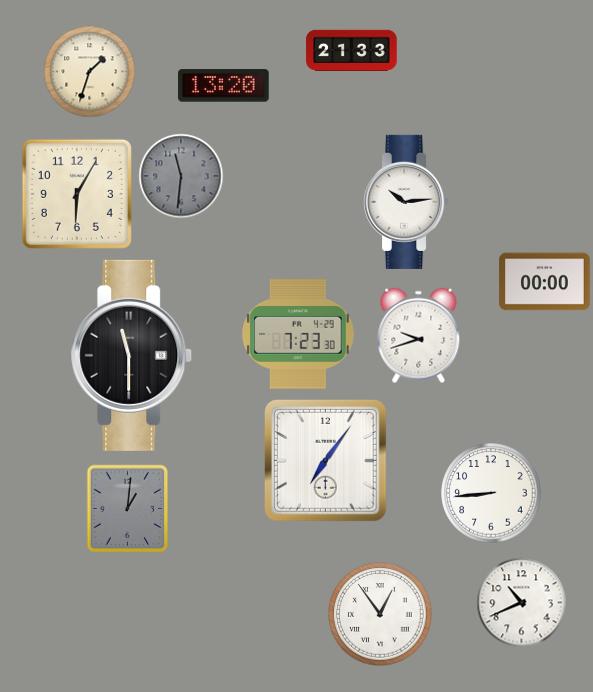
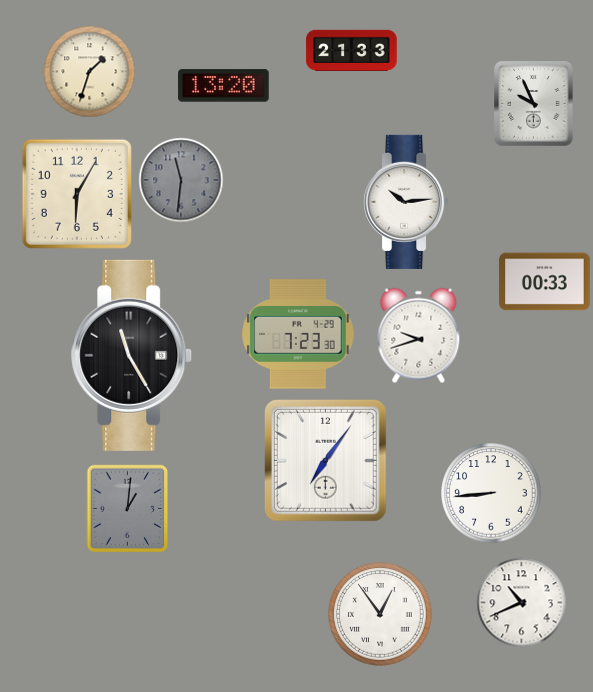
clock at (534, 103): none -> 9:56
clock at (181, 176) position: (181, 176) -> (181, 180)
clock at (545, 282): 00:00 -> 00:33
clock at (132, 355): 11:30 -> 11:25
